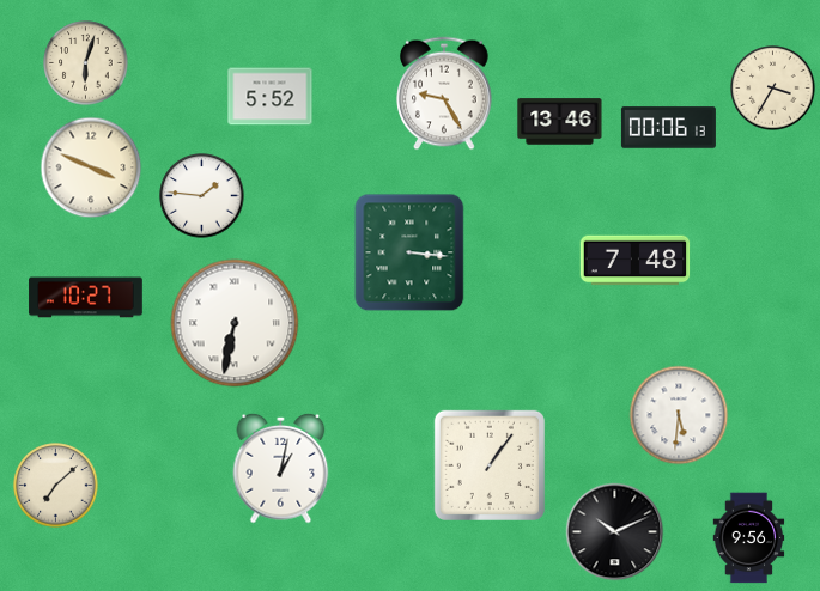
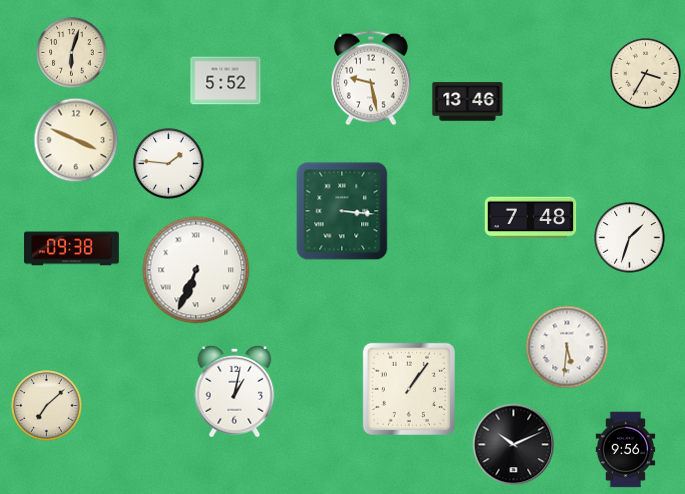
clock at (444, 93): 9:25 -> 9:28
clock at (668, 128): 00:06 -> none
clock at (630, 238): none -> 1:33
clock at (86, 298): 10:27 -> 09:38
clock at (235, 323): 6:32 -> 6:34
